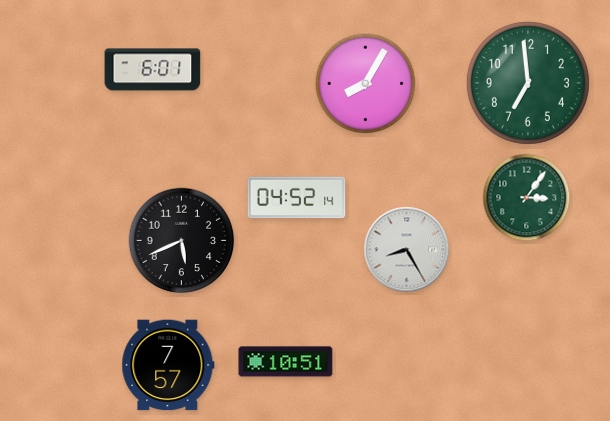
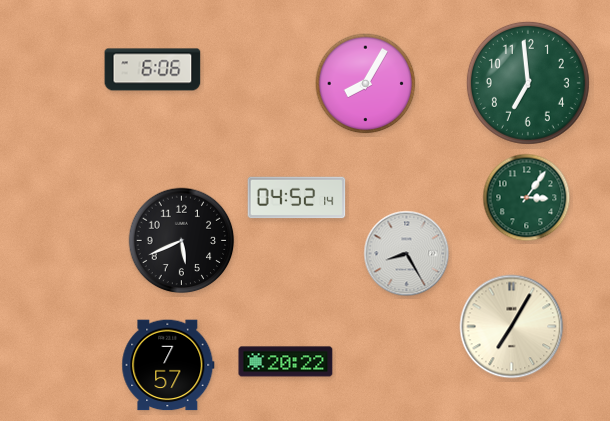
clock at (153, 70): 6:01 -> 6:06
clock at (407, 250) position: (407, 250) -> (407, 254)
clock at (512, 327): none -> 7:05
clock at (286, 362): 10:51 -> 20:22
